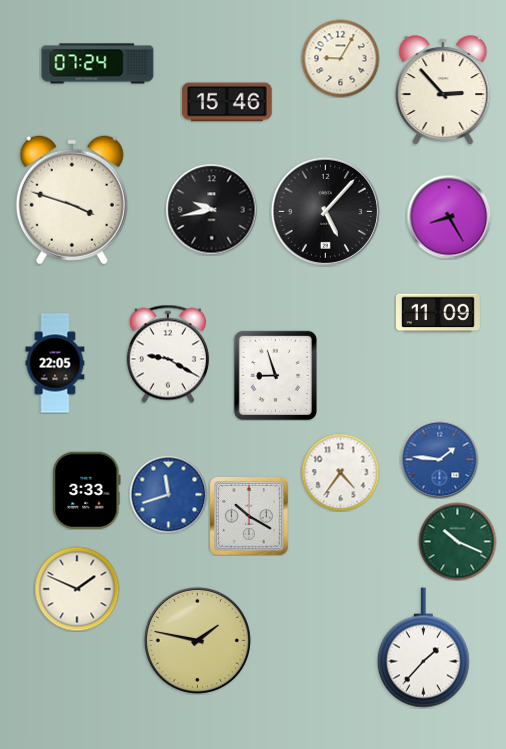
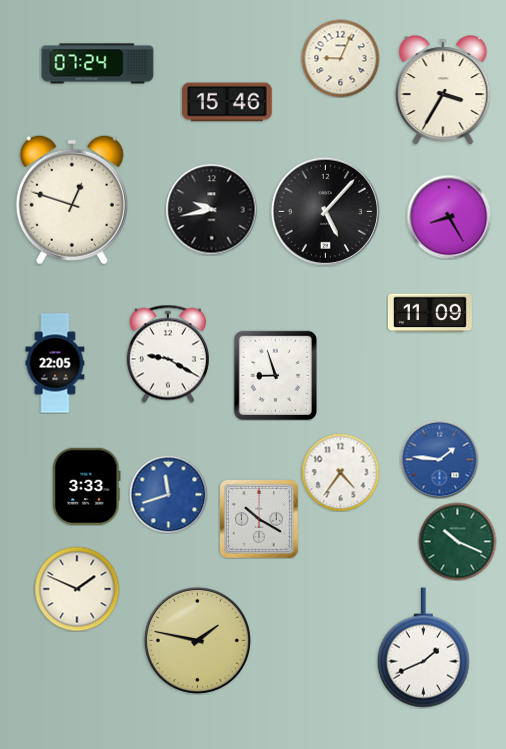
clock at (340, 58): 9:05 -> 9:04
clock at (443, 90): 2:53 -> 3:35
clock at (72, 200): 3:48 -> 12:48
clock at (438, 313) position: (438, 313) -> (430, 313)
clock at (87, 490) position: (87, 490) -> (87, 486)
clock at (249, 516) position: (249, 516) -> (259, 519)
clock at (423, 648): 1:37 -> 1:41
